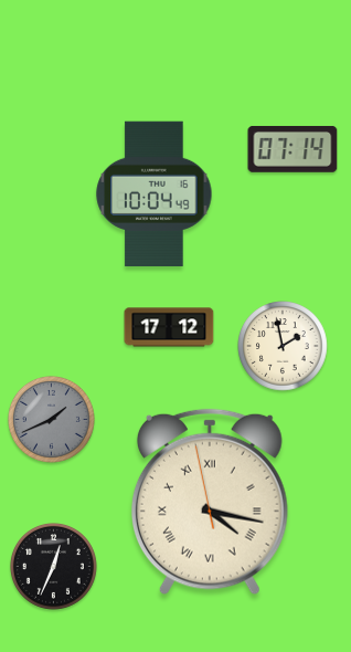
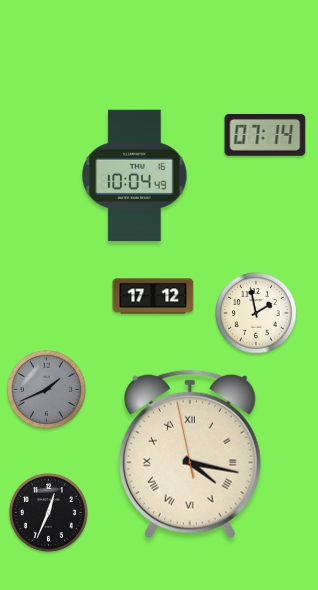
clock at (155, 193) position: (155, 193) -> (135, 175)
clock at (51, 419) position: (51, 419) -> (46, 389)
